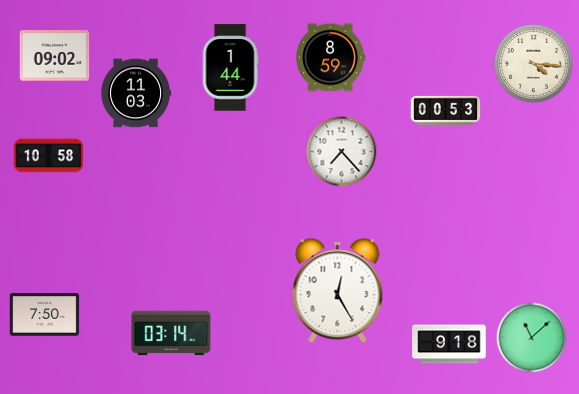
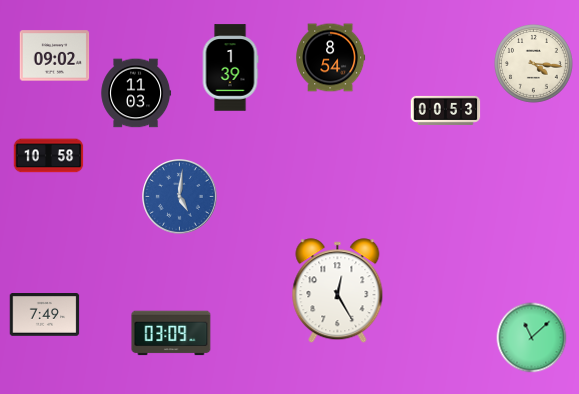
clock at (331, 58): 8:59 -> 8:54
clock at (230, 68): 1:44 -> 1:39
clock at (342, 152): 7:23 -> none
clock at (180, 197): none -> 5:01
clock at (45, 315): 7:50 -> 7:49
clock at (171, 333): 03:14 -> 03:09
clock at (449, 344): 9:18 -> none
